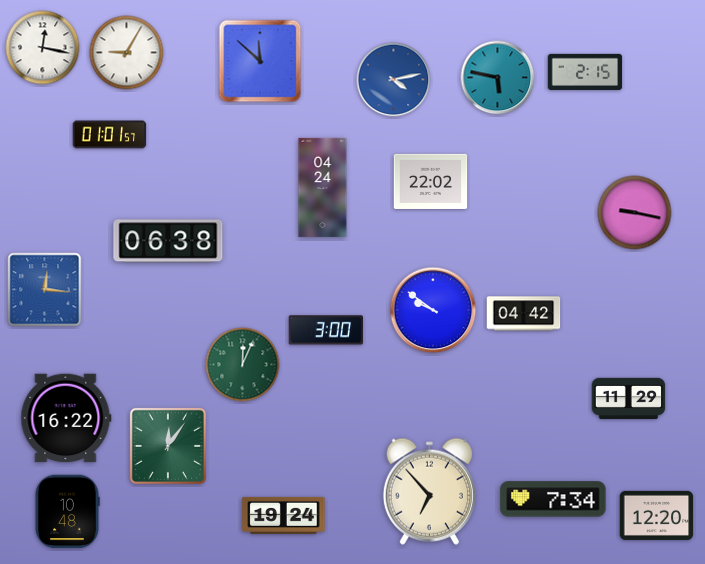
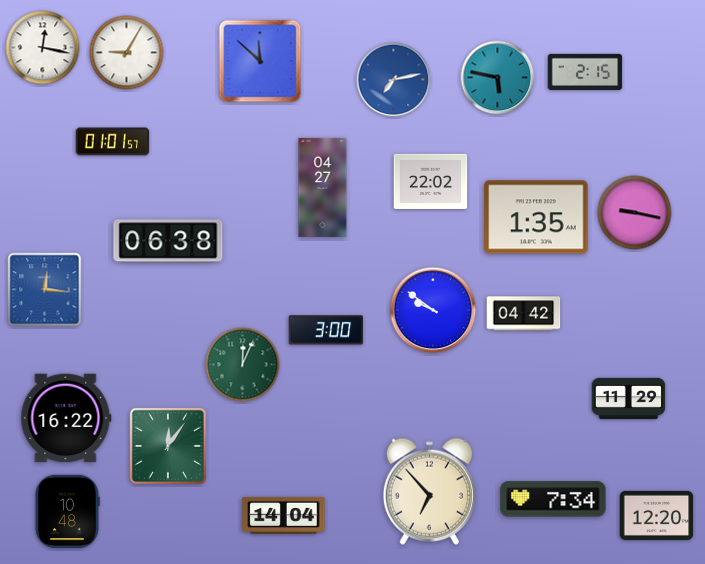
clock at (394, 80): 4:13 -> 7:13
clock at (110, 135) position: (110, 135) -> (113, 142)
clock at (323, 187): 04:24 -> 04:27
clock at (536, 217): none -> 1:35
clock at (284, 515): 19:24 -> 14:04
